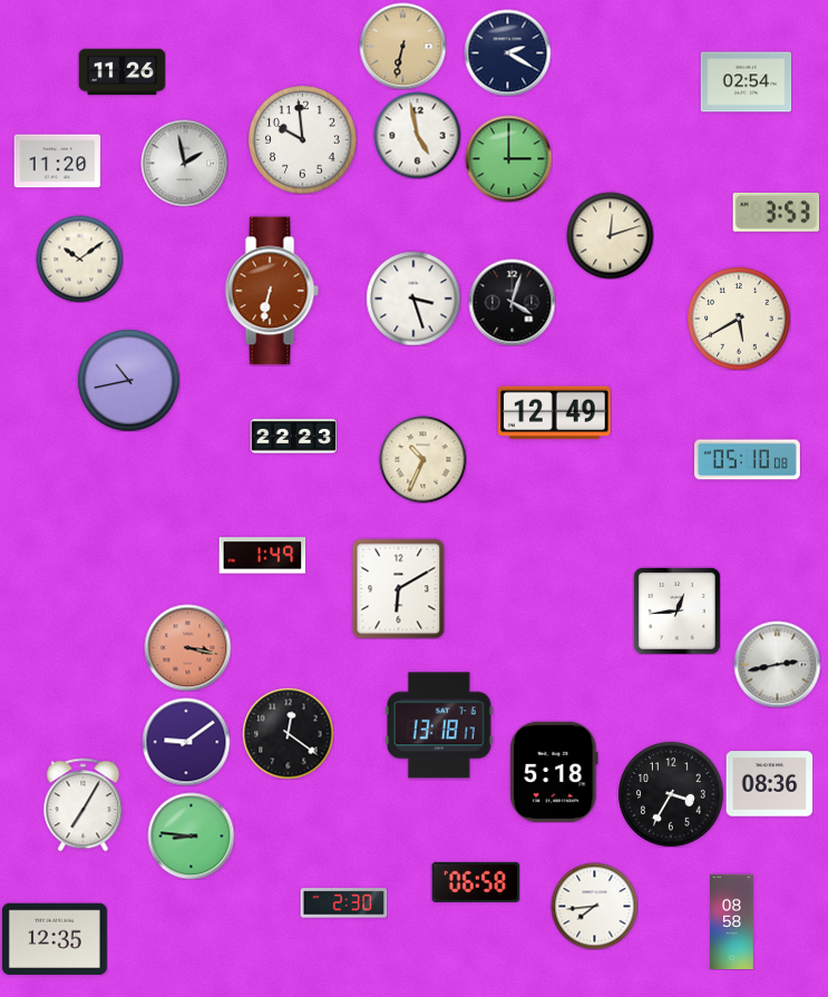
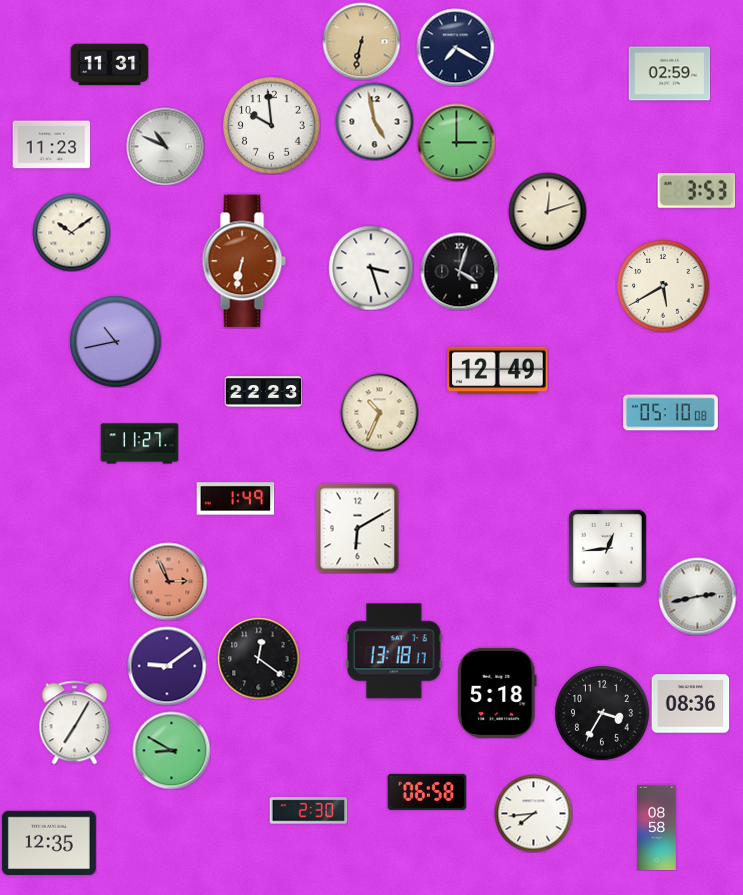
clock at (507, 52): 2:20 -> 7:20
clock at (121, 72): 11:26 -> 11:31
clock at (746, 82): 02:54 -> 02:59
clock at (57, 162): 11:20 -> 11:23
clock at (184, 163): 1:58 -> 10:49
clock at (139, 444): none -> 11:27
clock at (187, 647): 3:17 -> 2:56
clock at (191, 835): 8:46 -> 8:50
